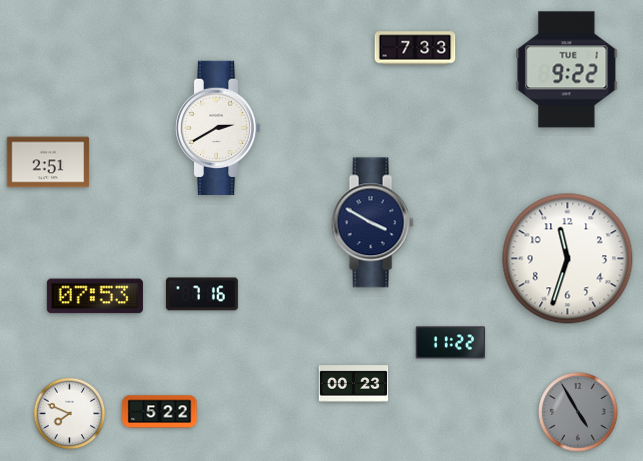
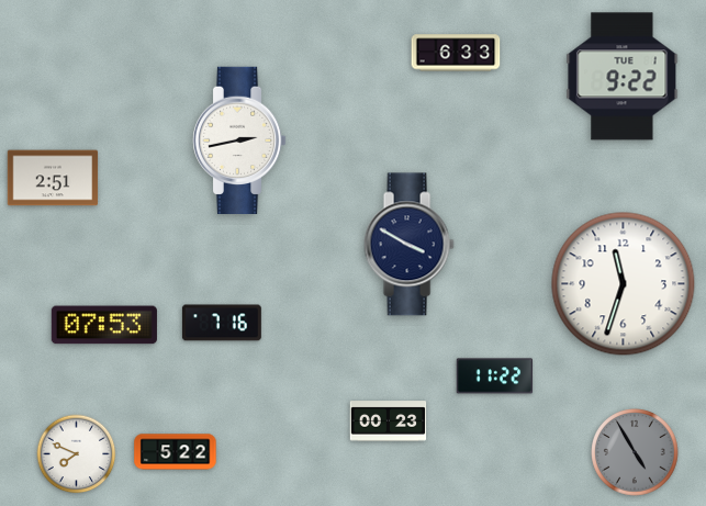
clock at (415, 48): 7:33 -> 6:33
clock at (218, 127): 2:40 -> 2:43
